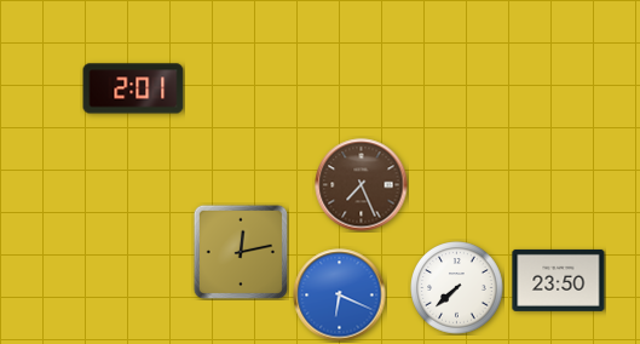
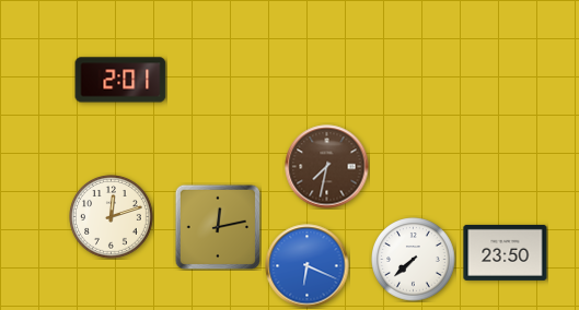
clock at (362, 185): 7:26 -> 7:32
clock at (112, 217): none -> 12:12
